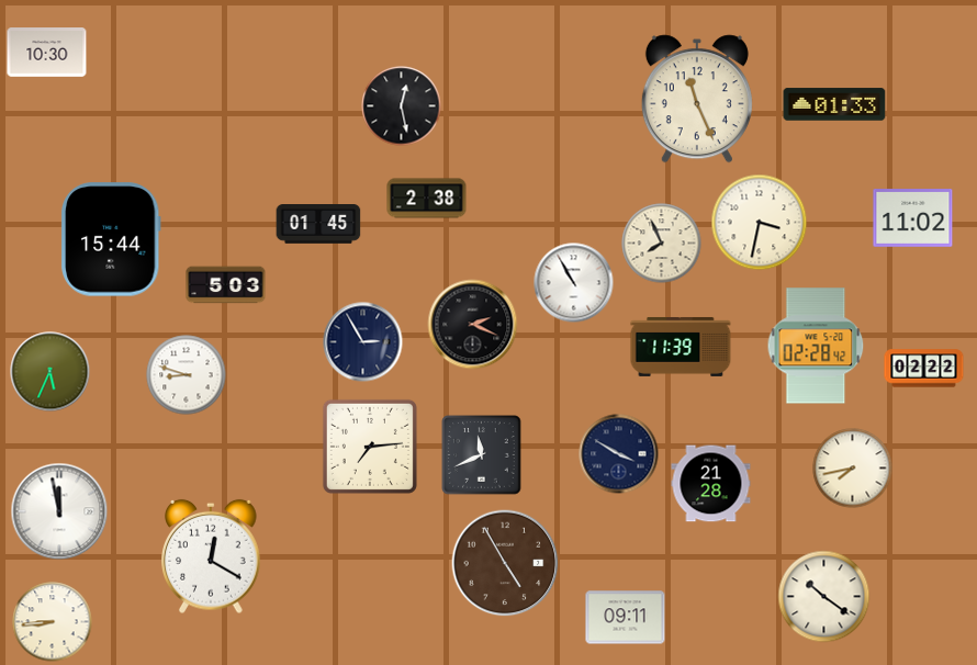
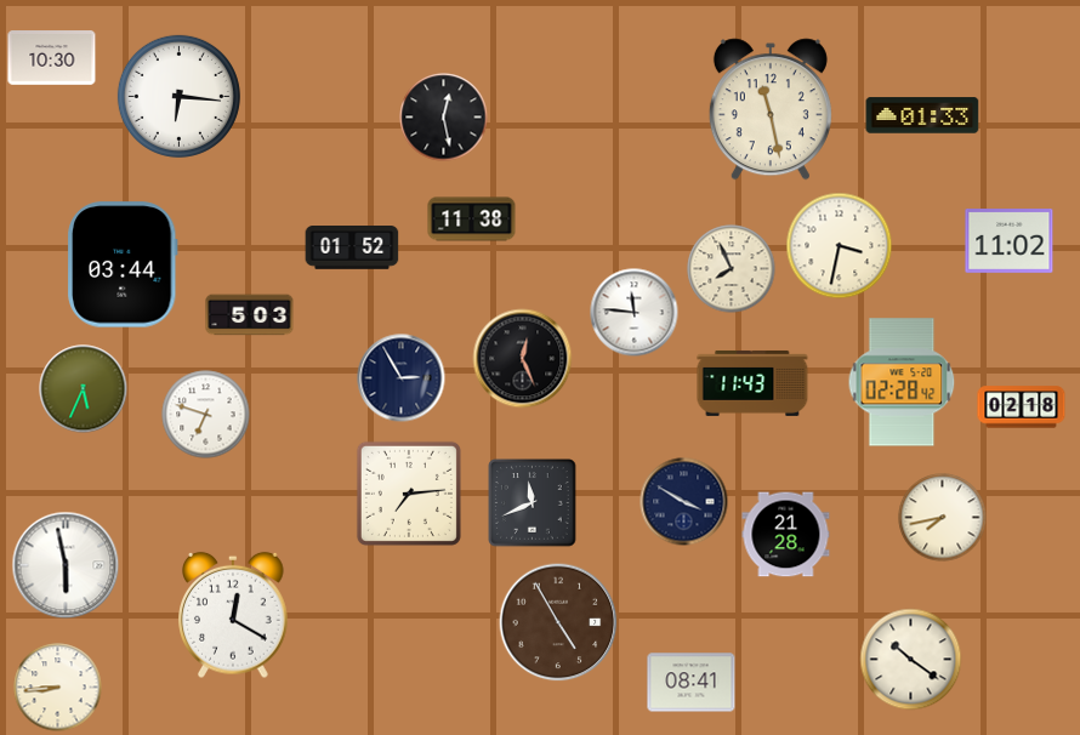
clock at (178, 96): none -> 6:16
clock at (697, 99): 11:26 -> 11:28
clock at (427, 199): 2:38 -> 11:38
clock at (318, 224): 01:45 -> 01:52
clock at (112, 239): 15:44 -> 03:44
clock at (574, 283): 10:55 -> 11:46
clock at (473, 325): 2:19 -> 12:26
clock at (681, 347): 11:39 -> 11:43
clock at (924, 369): 02:22 -> 02:18
clock at (50, 372) position: (50, 372) -> (84, 389)
clock at (187, 375): 8:48 -> 6:48
clock at (59, 511): 11:58 -> 5:58
clock at (626, 618): 09:11 -> 08:41
